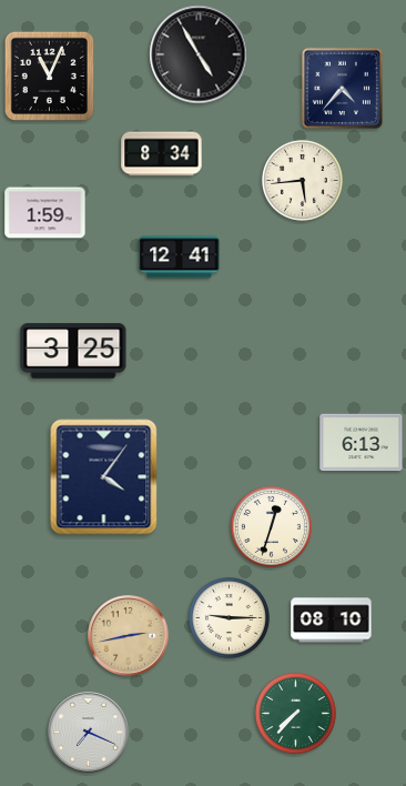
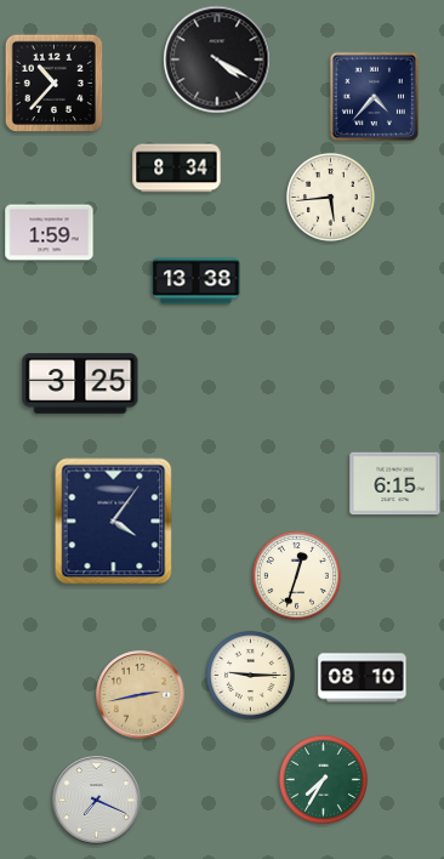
clock at (199, 54): 4:55 -> 4:20
clock at (49, 75): 11:04 -> 10:37
clock at (180, 258): 12:41 -> 13:38
clock at (362, 443): 6:13 -> 6:15
clock at (295, 713): 7:37 -> 7:35
